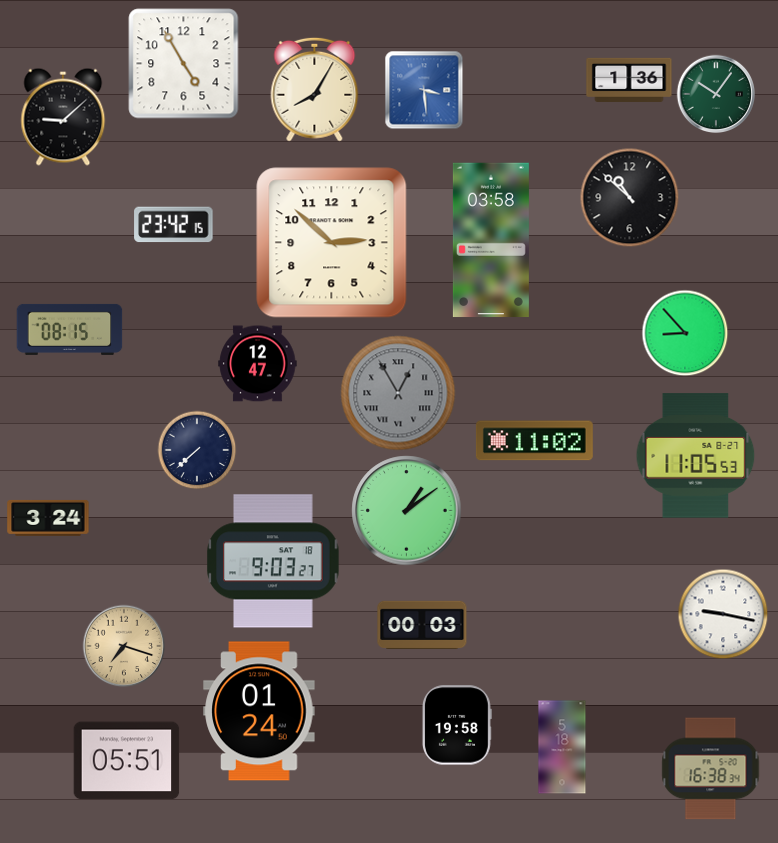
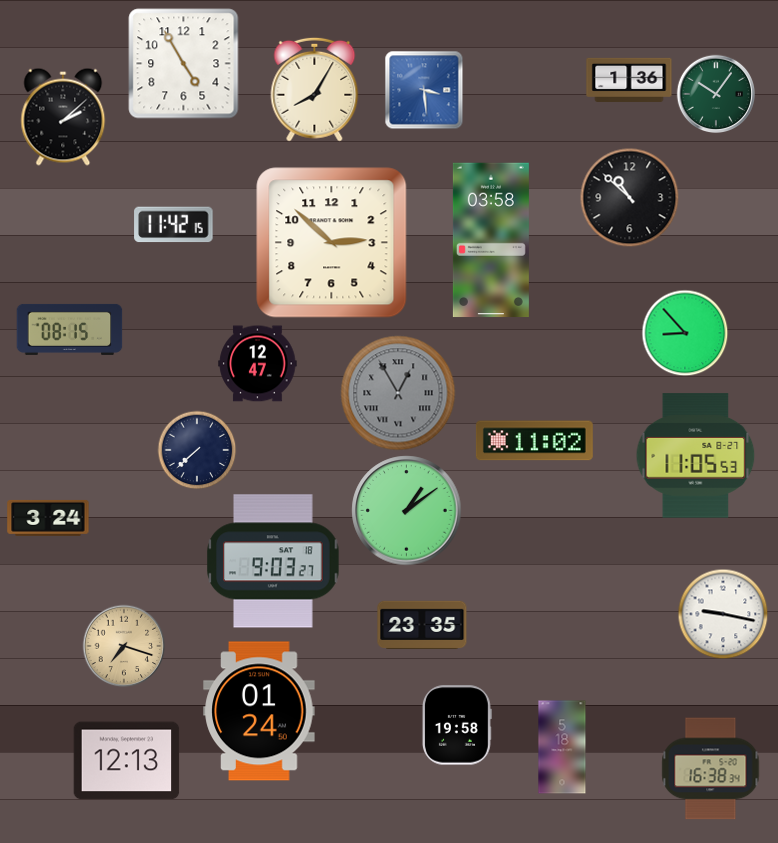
clock at (63, 117): 9:08 -> 2:08
clock at (174, 225): 23:42 -> 11:42
clock at (422, 624): 00:03 -> 23:35
clock at (127, 761): 05:51 -> 12:13
